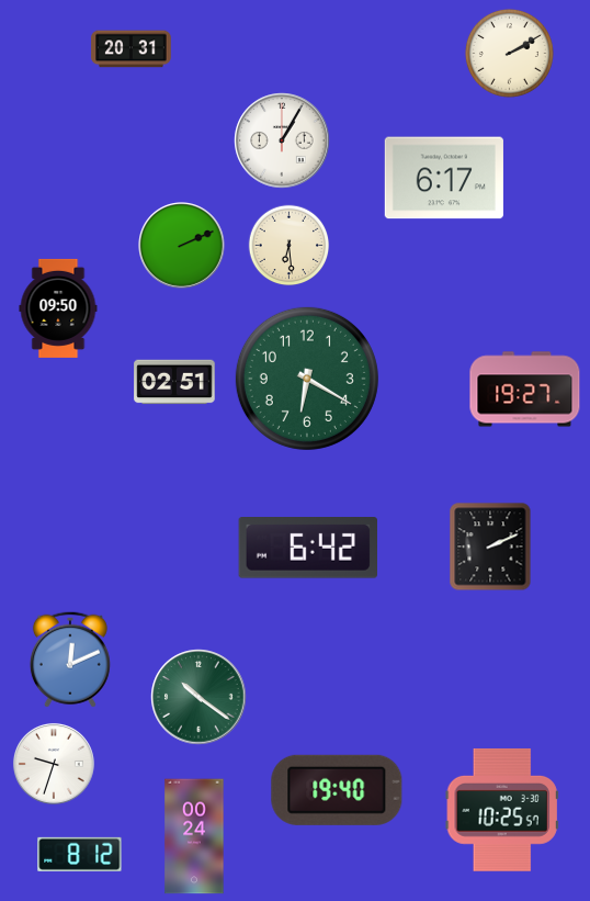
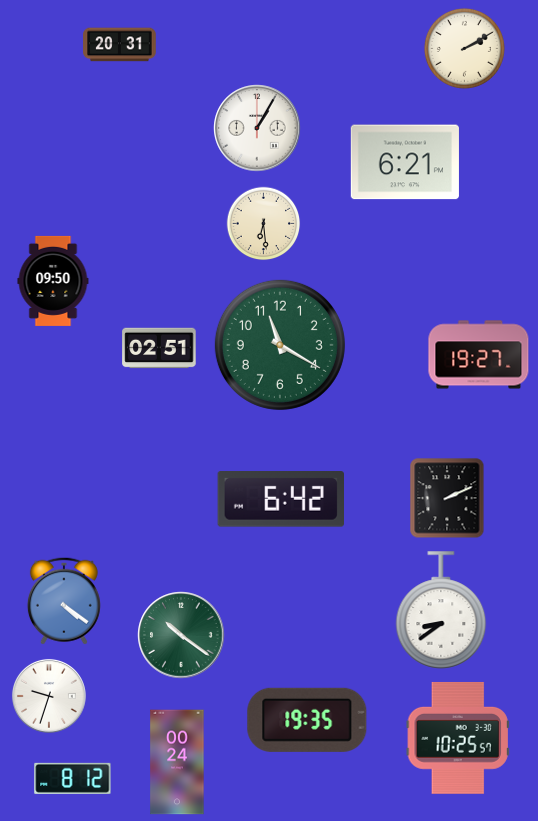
clock at (444, 178): 6:17 -> 6:21
clock at (182, 246): 2:11 -> none
clock at (307, 379): 6:20 -> 11:20
clock at (70, 660): 12:11 -> 4:21
clock at (441, 610): none -> 8:39
clock at (337, 790): 19:40 -> 19:35
